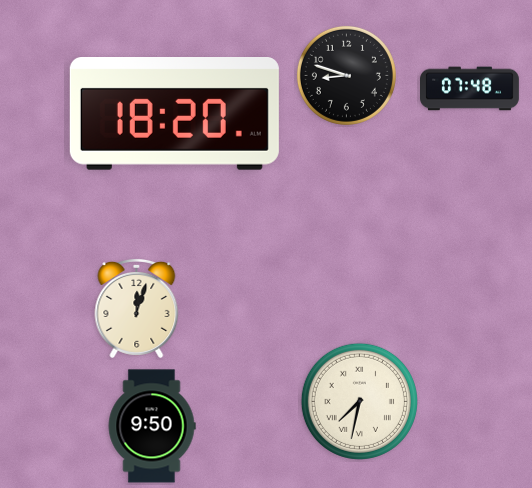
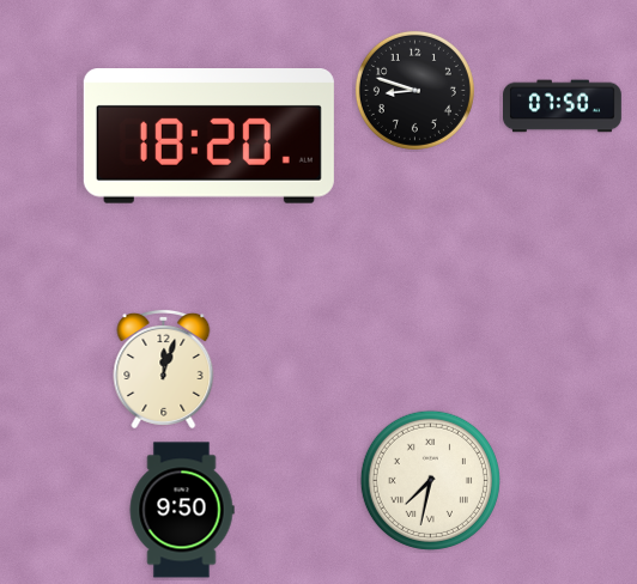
clock at (470, 89): 07:48 -> 07:50
